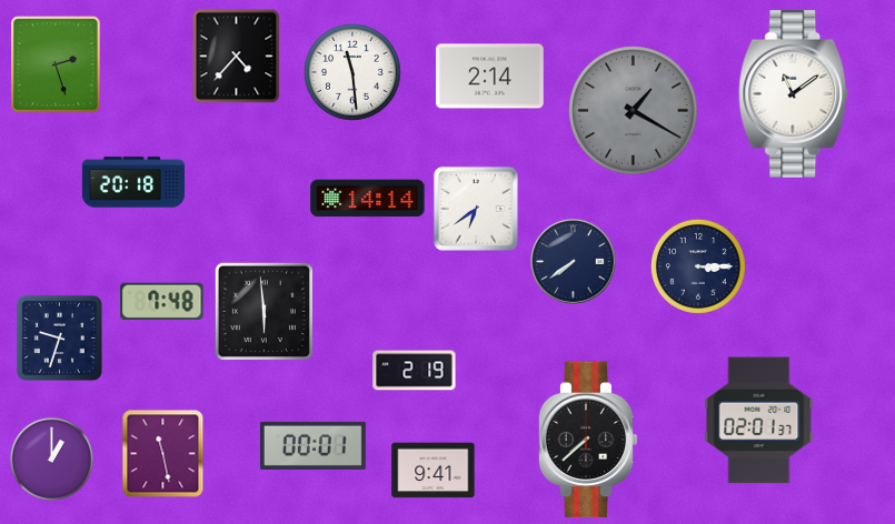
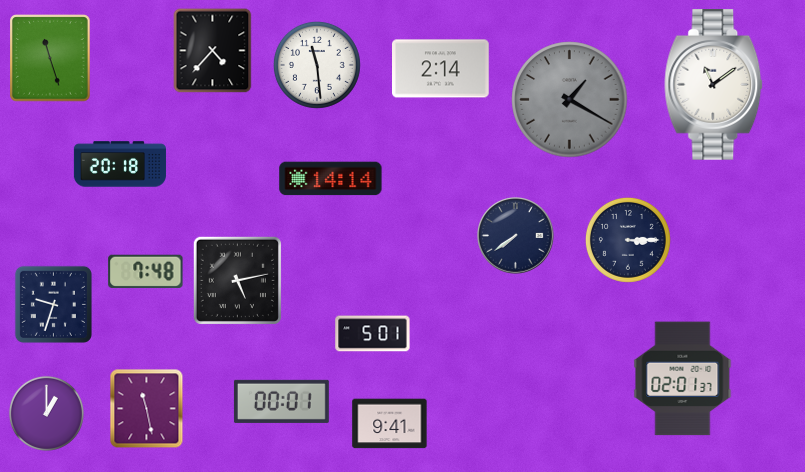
clock at (56, 64): 2:27 -> 11:27
clock at (476, 209): 6:39 -> none
clock at (263, 311): 5:59 -> 5:13
clock at (415, 371): 2:19 -> 5:01
clock at (588, 440): 7:38 -> none
